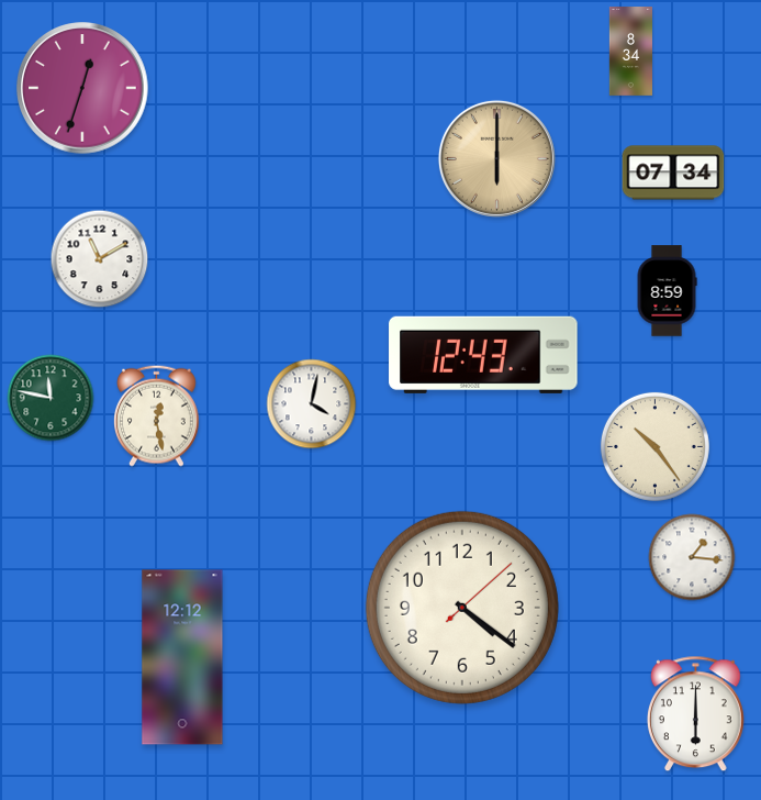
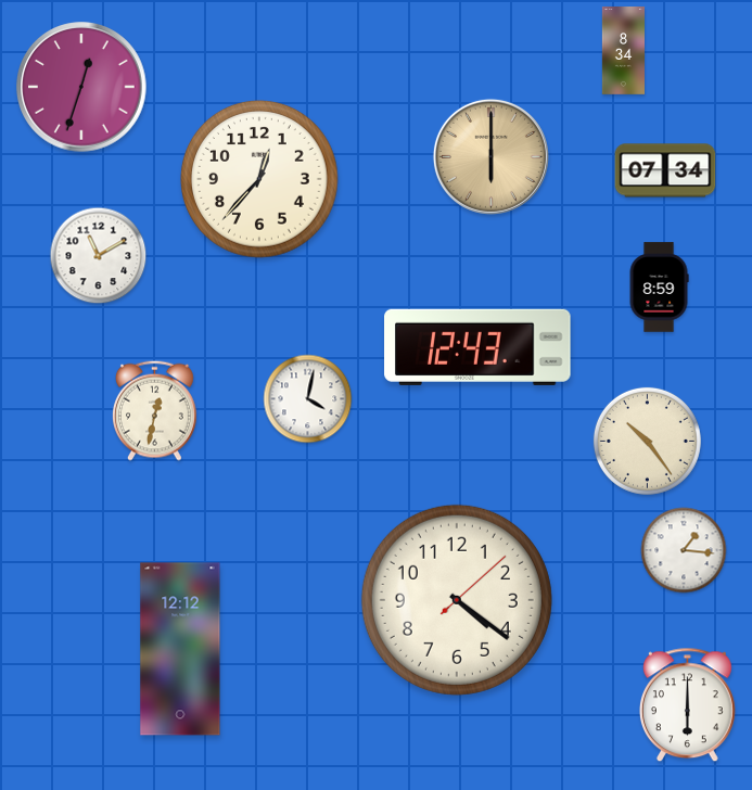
clock at (259, 179): none -> 12:37
clock at (483, 355) position: (483, 355) -> (477, 347)
clock at (51, 398): 11:47 -> none
clock at (157, 415): 12:28 -> 12:32
